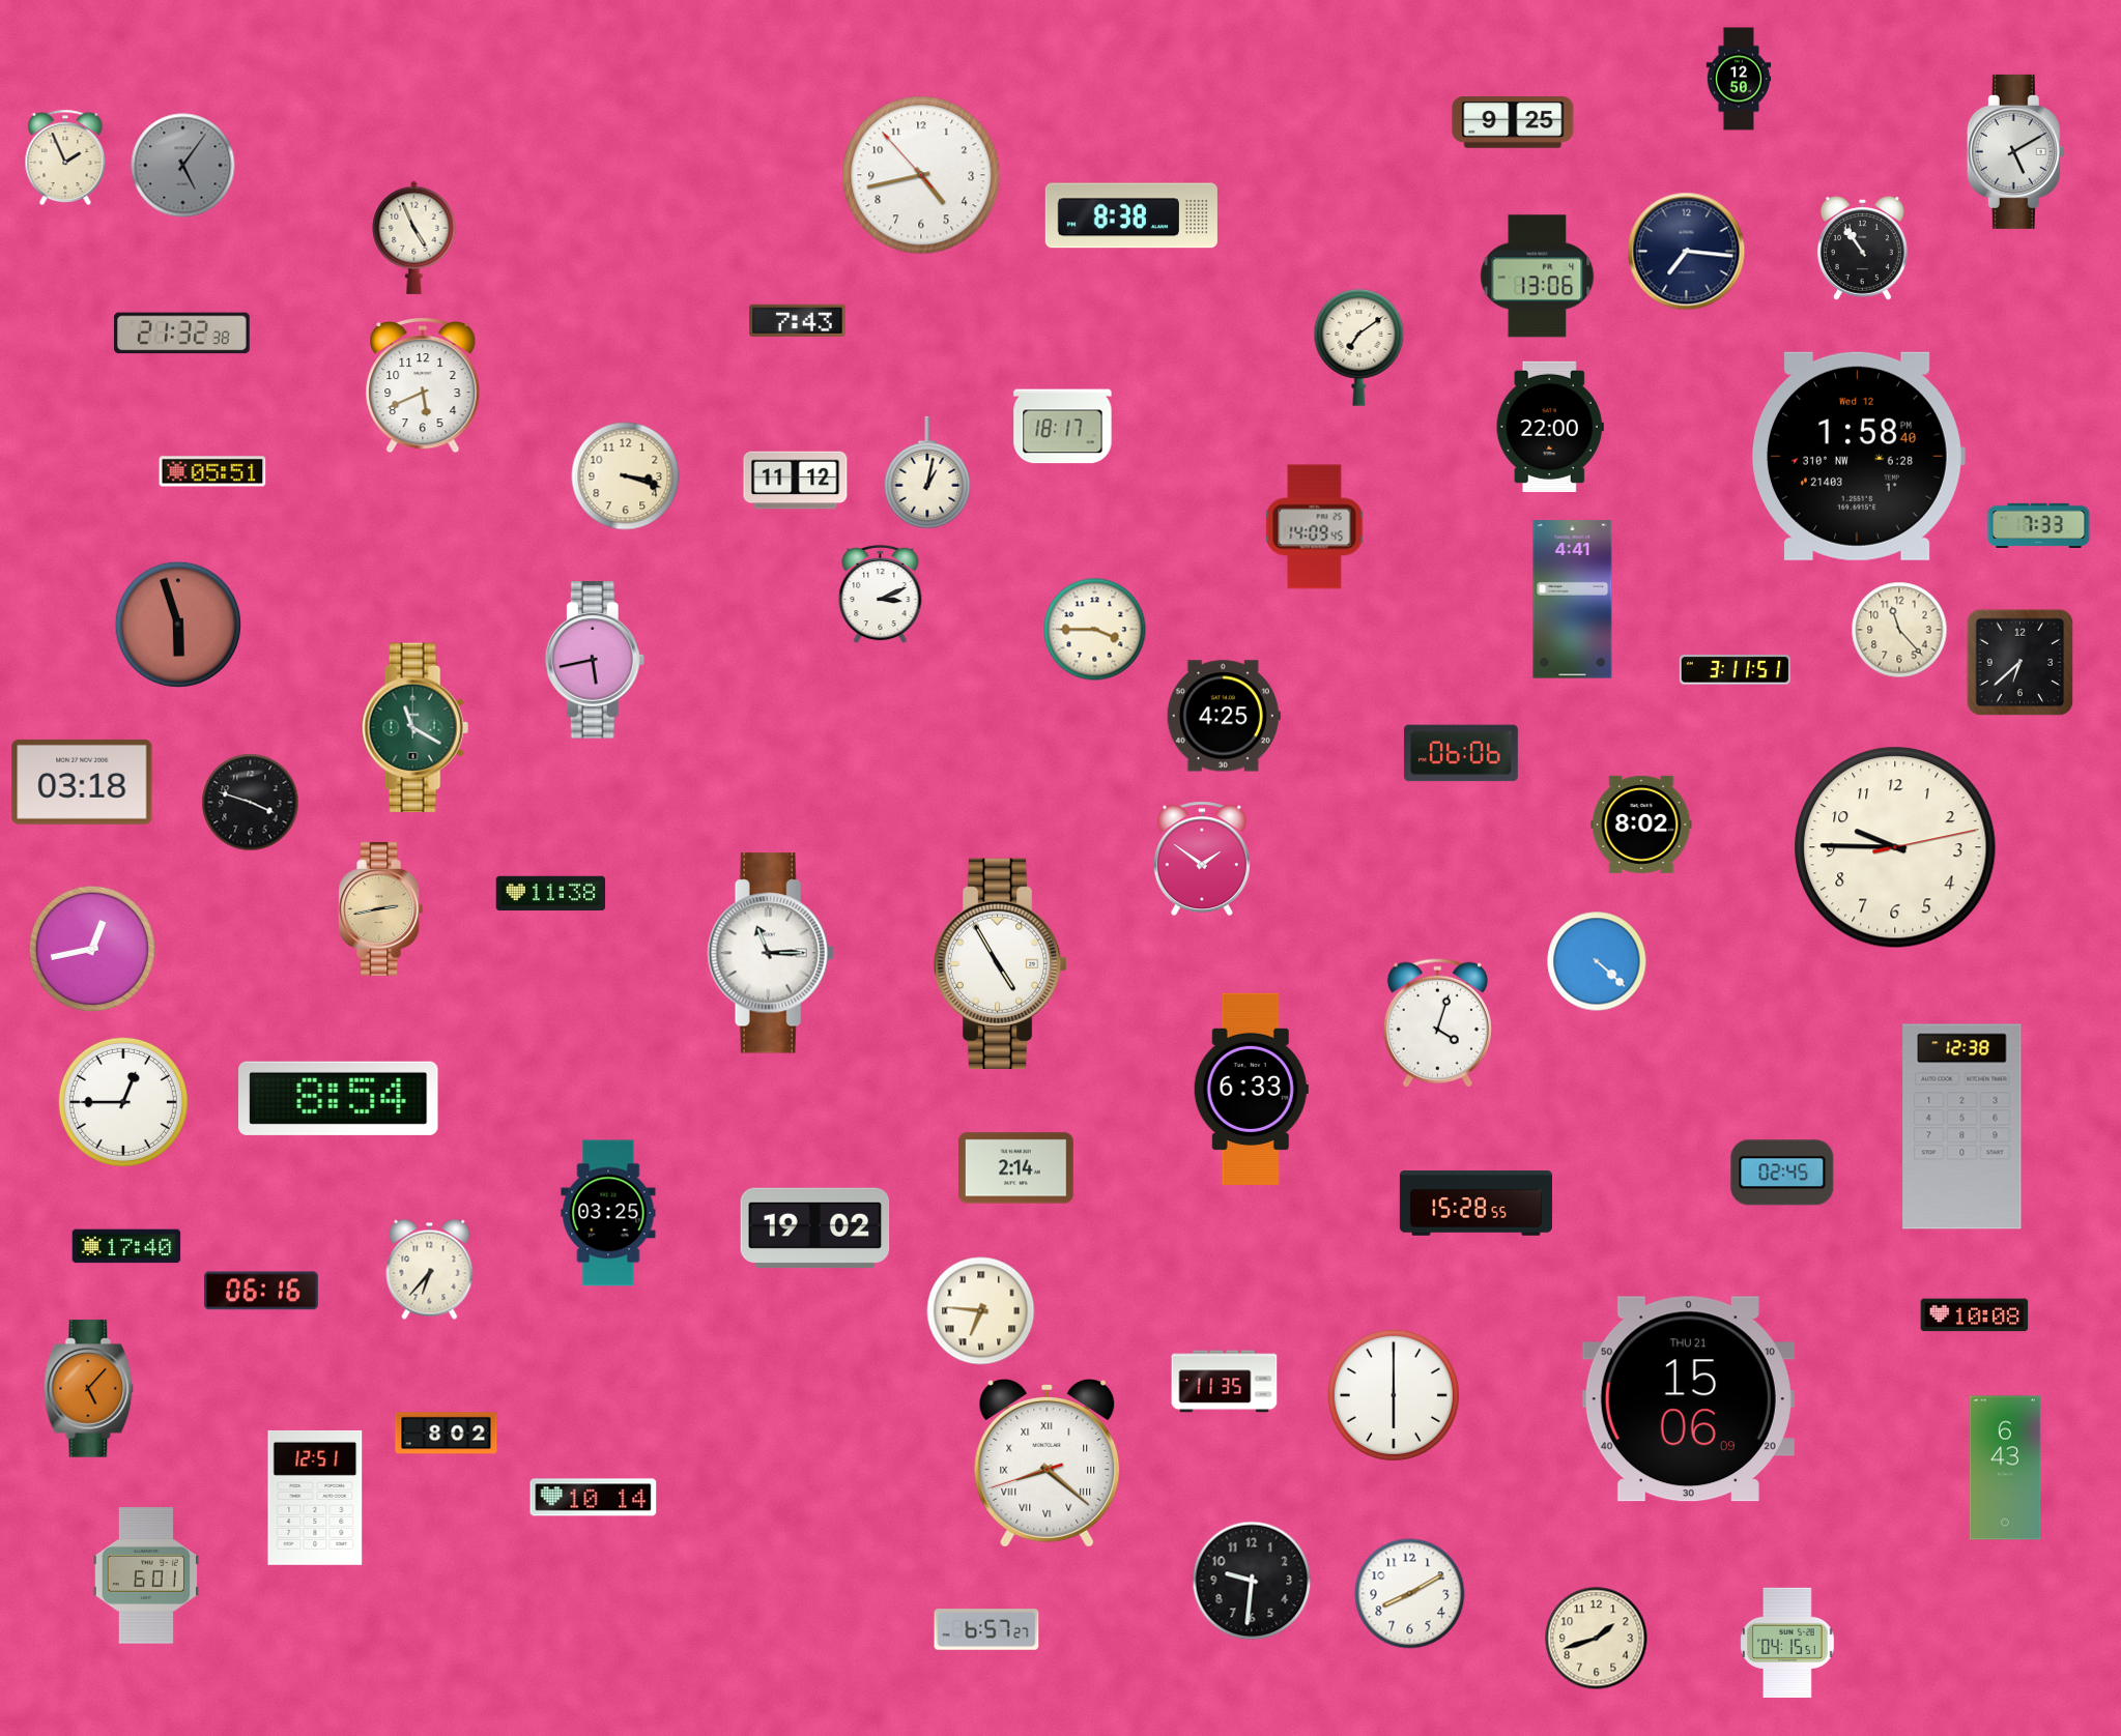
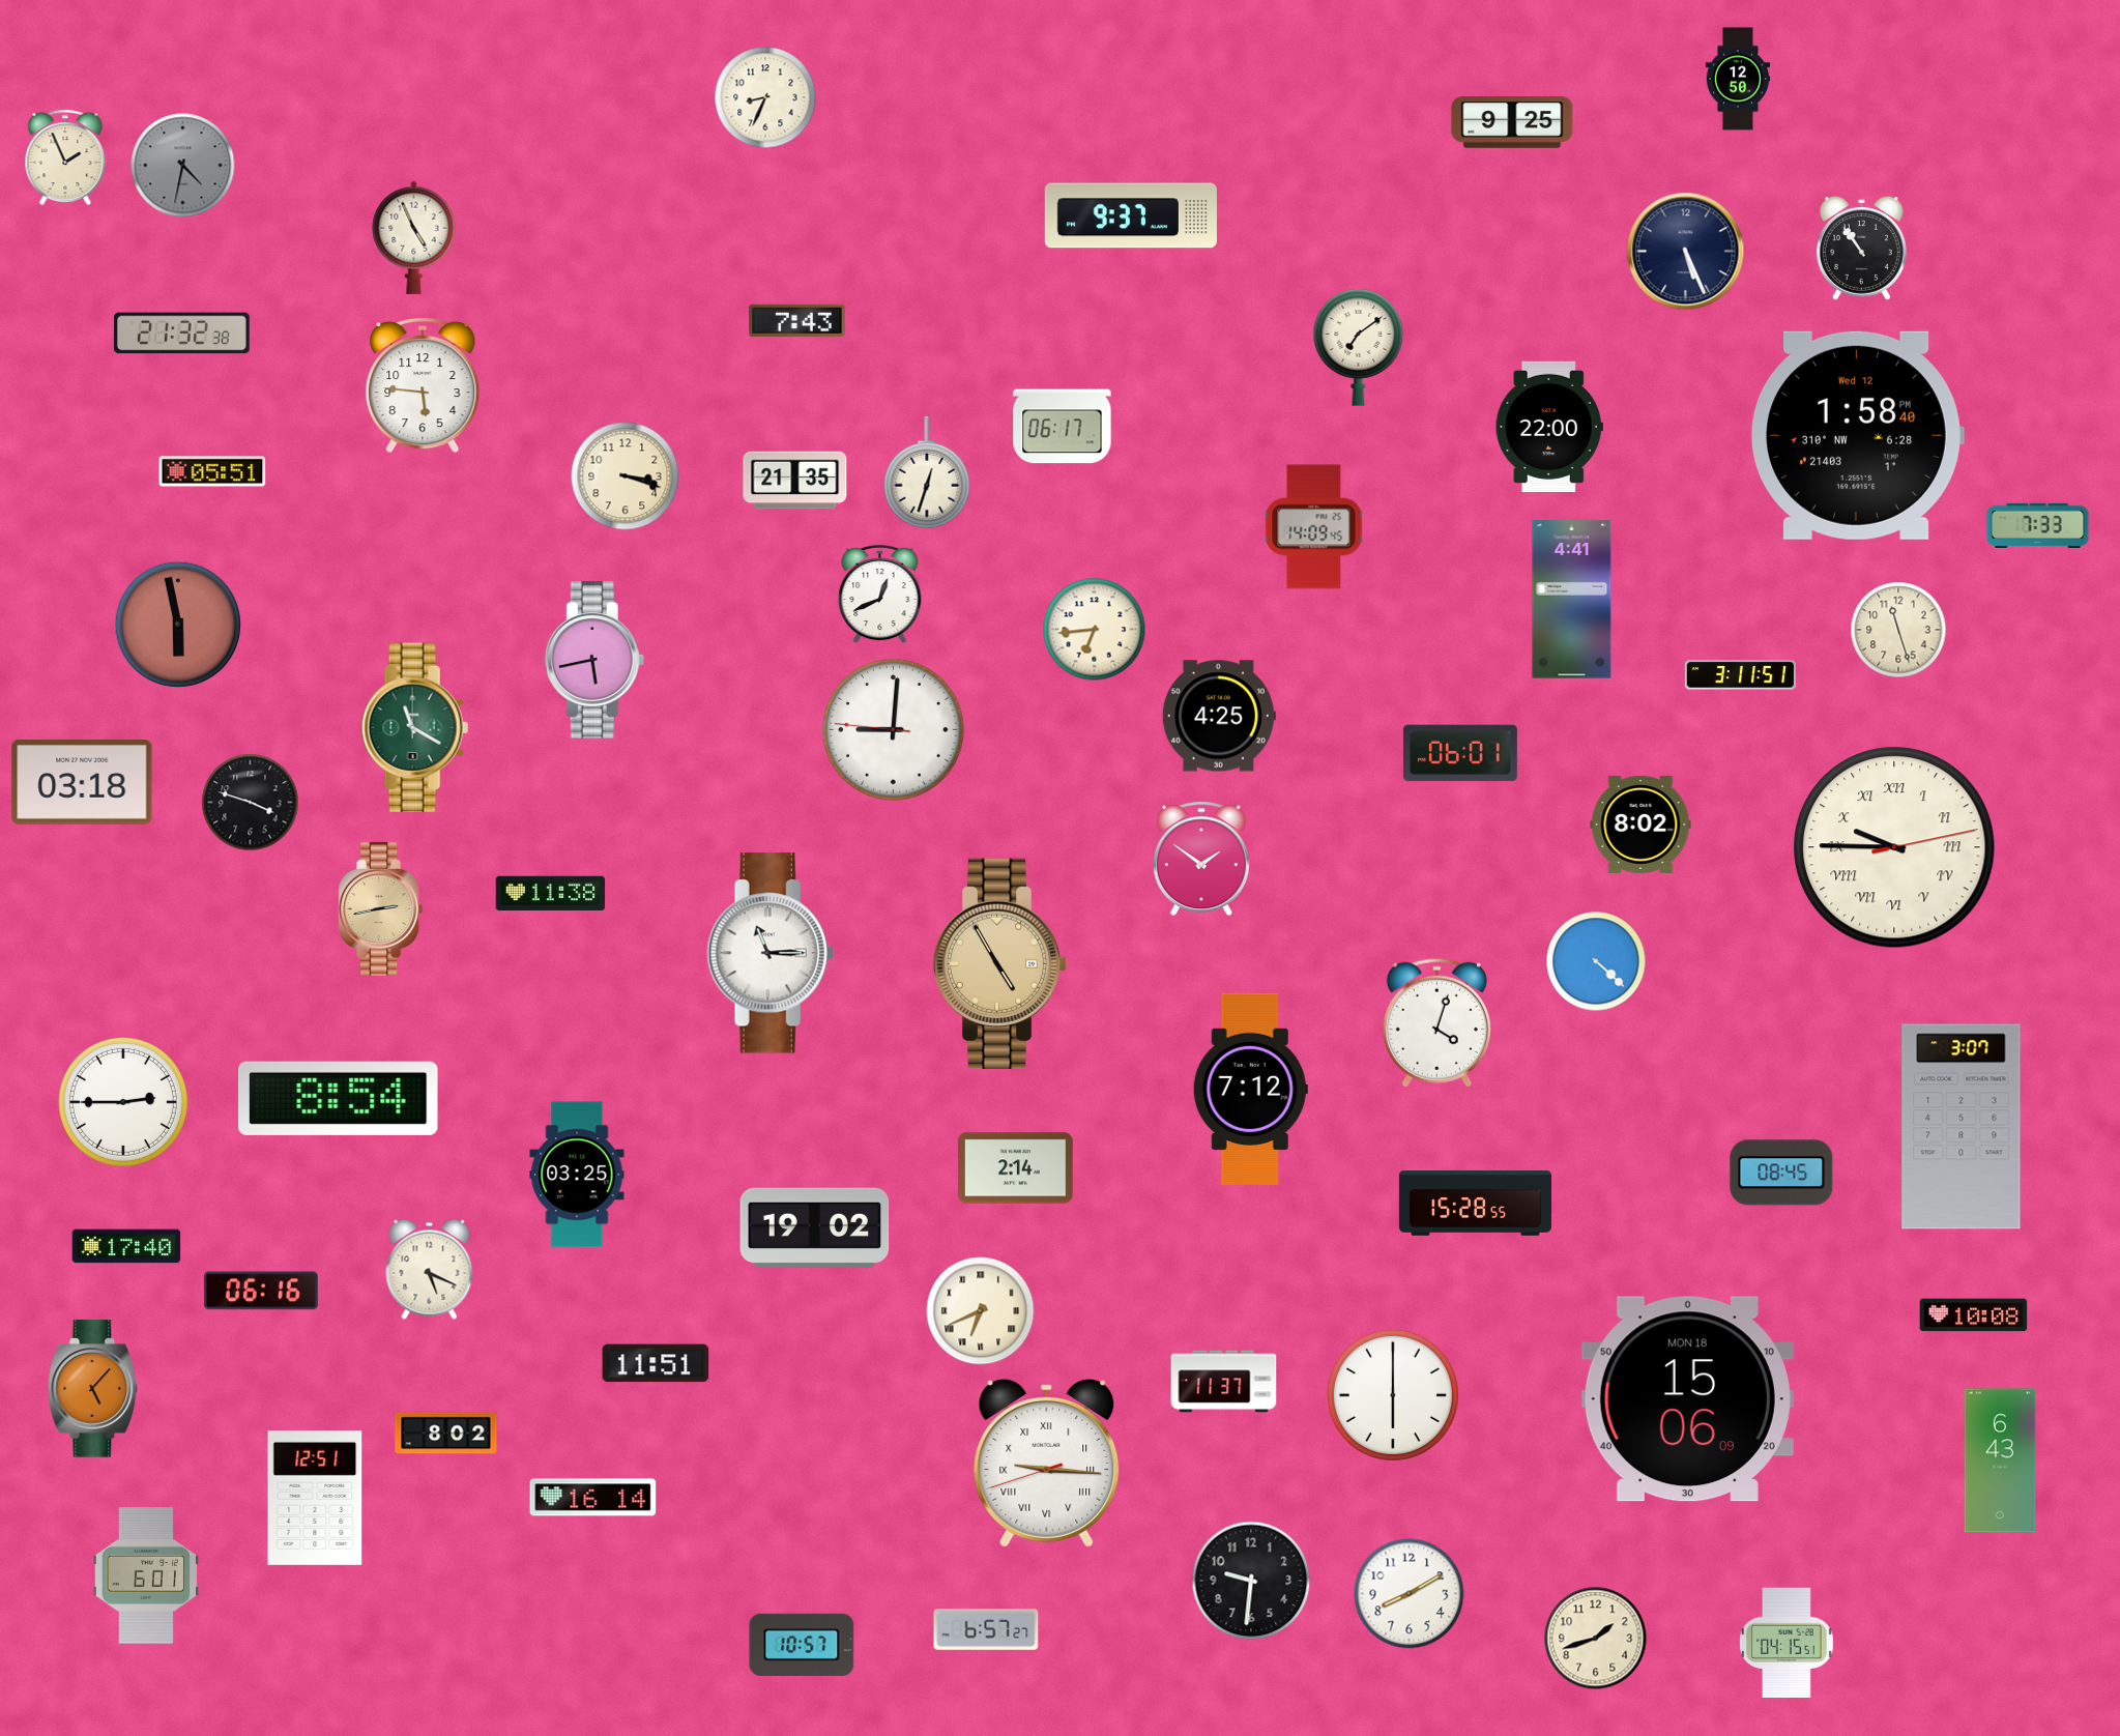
clock at (765, 97): none -> 8:34
clock at (2015, 151): 5:10 -> none
clock at (183, 166): 5:06 -> 4:32
clock at (921, 175): 4:42 -> none
clock at (1131, 215): 8:38 -> 9:37
clock at (1687, 252): 7:16 -> 5:26
clock at (1538, 277): 13:06 -> none
clock at (423, 385): 5:41 -> 5:46
clock at (1063, 427): 18:17 -> 06:17
clock at (1859, 456) position: (1859, 456) -> (1858, 435)
clock at (927, 472): 1:02 -> 12:33
clock at (796, 481): 11:12 -> 21:35
clock at (881, 595): 3:11 -> 12:41
clock at (177, 624): 5:57 -> 5:58
clock at (1095, 630): 3:45 -> 6:44
clock at (1899, 630): 11:23 -> 11:27
clock at (2020, 663): 6:38 -> none
clock at (1735, 670) position: (1735, 670) -> (1740, 675)
clock at (1224, 716) position: (1224, 716) -> (1219, 716)
clock at (894, 730): none -> 9:00
clock at (1461, 753): 06:06 -> 06:01
clock at (1895, 847) numerals: Arabic -> Roman
clock at (91, 948): 12:43 -> none
clock at (1001, 963) dial: white -> champagne
clock at (1251, 1089): 6:33 -> 7:12
clock at (123, 1102): 12:45 -> 2:45
clock at (1962, 1127): 12:38 -> 3:07
clock at (1782, 1173): 02:45 -> 08:45
clock at (608, 1213) position: (608, 1213) -> (577, 1175)
clock at (430, 1269): 6:37 -> 5:19
clock at (981, 1311): 6:46 -> 6:41
clock at (656, 1363): none -> 11:51
clock at (1225, 1382): 11:35 -> 11:37
clock at (89, 1389) position: (89, 1389) -> (93, 1389)
clock at (1688, 1399) date: THU 21 -> MON 18
clock at (1048, 1464): 8:21 -> 9:15
clock at (2005, 1468) position: (2005, 1468) -> (2000, 1460)
clock at (594, 1498): 10:14 -> 16:14
clock at (802, 1645): none -> 10:57
